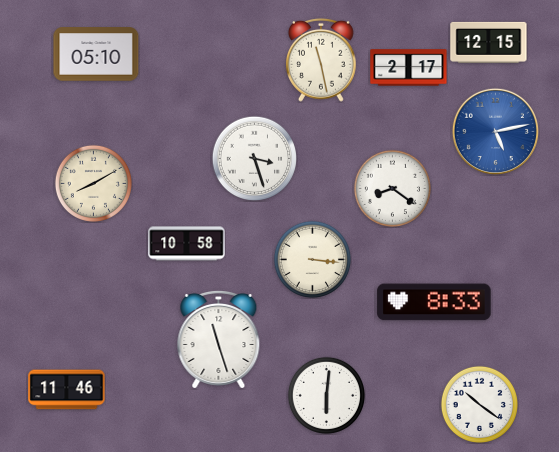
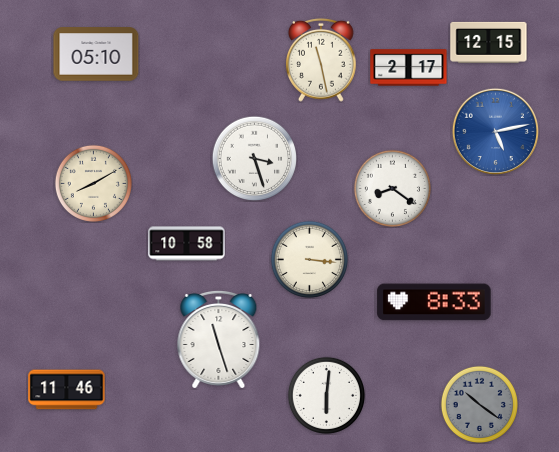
clock at (312, 259) position: (312, 259) -> (309, 259)
clock at (479, 404) dial: white -> grey
